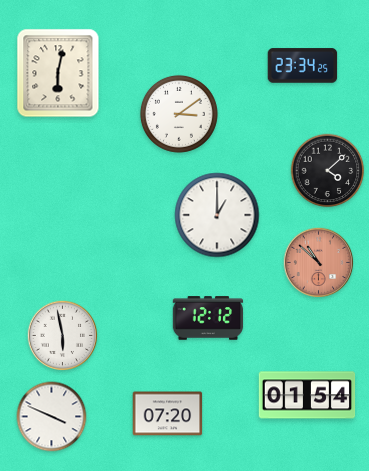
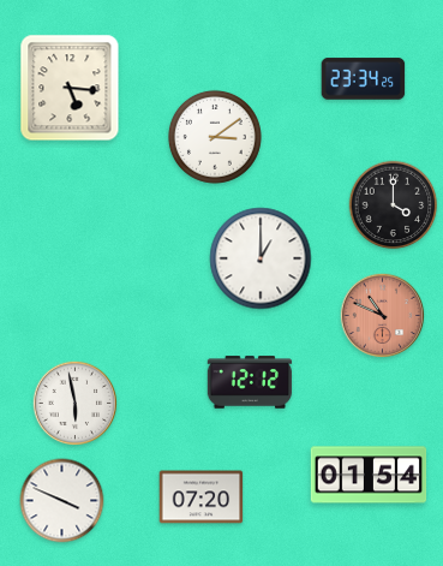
clock at (58, 73): 6:02 -> 5:16
clock at (328, 171): 4:08 -> 4:00
clock at (319, 263): 10:52 -> 10:49
